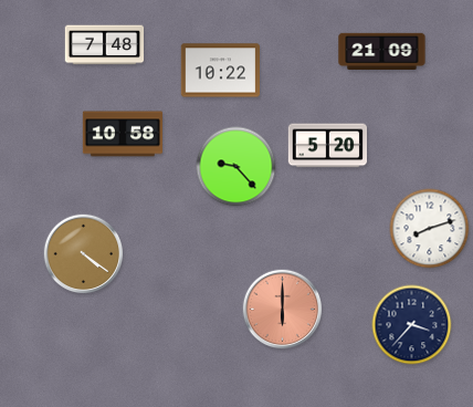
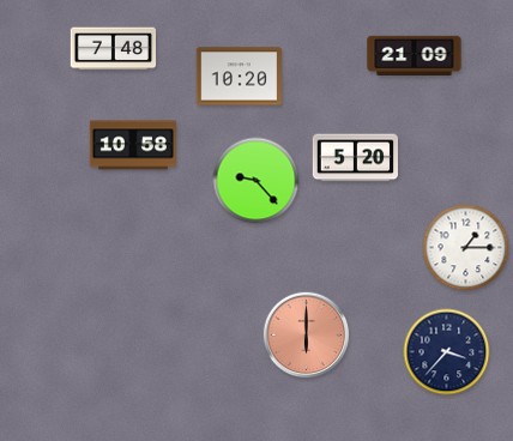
clock at (220, 71): 10:22 -> 10:20
clock at (430, 229): 8:12 -> 1:15
clock at (84, 254): 4:21 -> none
